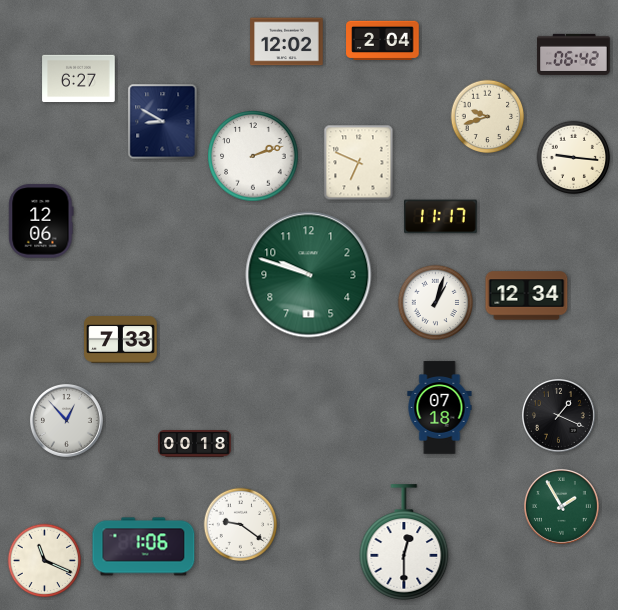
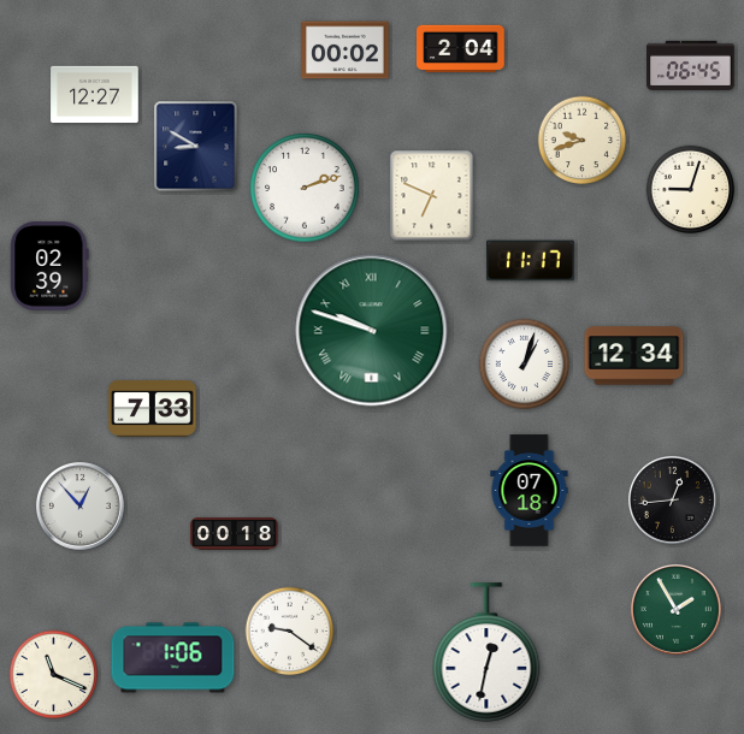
clock at (287, 42): 12:02 -> 00:02
clock at (574, 54): 06:42 -> 06:45
clock at (79, 79): 6:27 -> 12:27
clock at (488, 117) position: (488, 117) -> (583, 141)
clock at (574, 158): 9:16 -> 9:03
clock at (41, 221): 12:06 -> 02:39
clock at (309, 275) numerals: Arabic -> Roman
clock at (121, 340) position: (121, 340) -> (153, 409)
clock at (558, 415): 1:19 -> 12:44
clock at (404, 542): 12:30 -> 12:32
